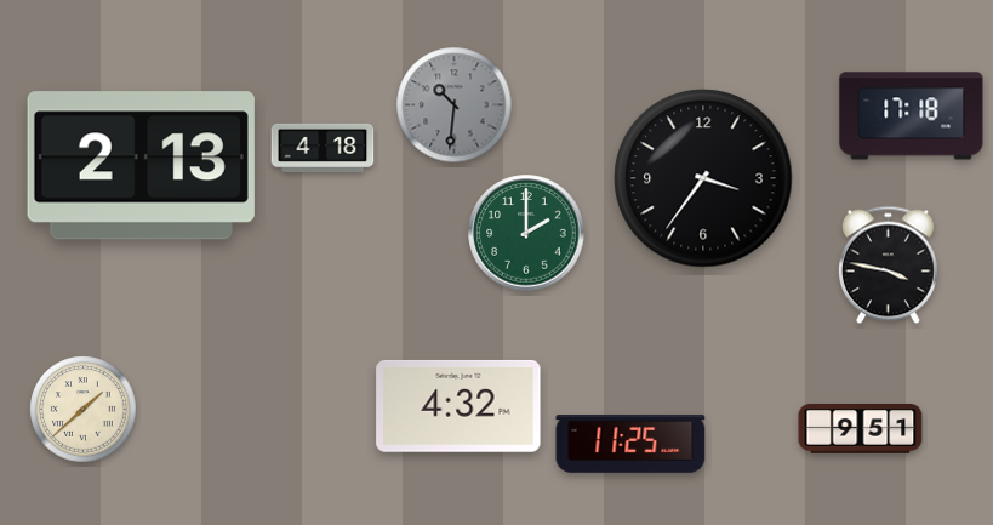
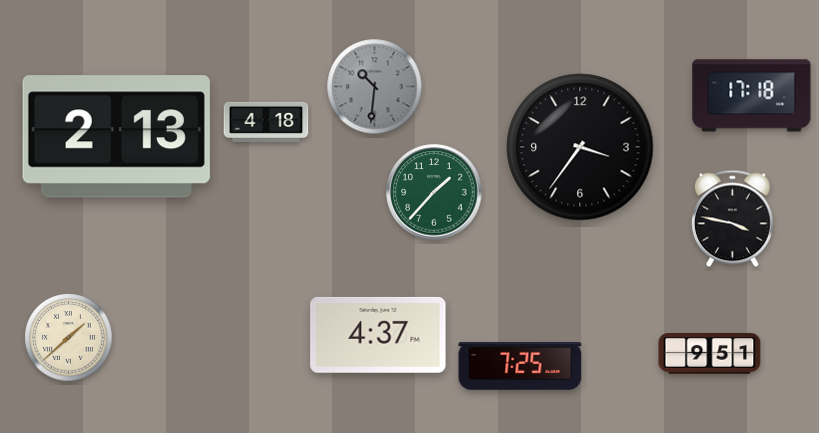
clock at (526, 233): 2:00 -> 1:37
clock at (458, 406): 4:32 -> 4:37
clock at (630, 445): 11:25 -> 7:25
